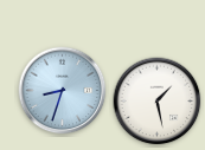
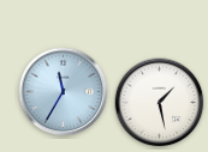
clock at (63, 91): 8:33 -> 11:35
